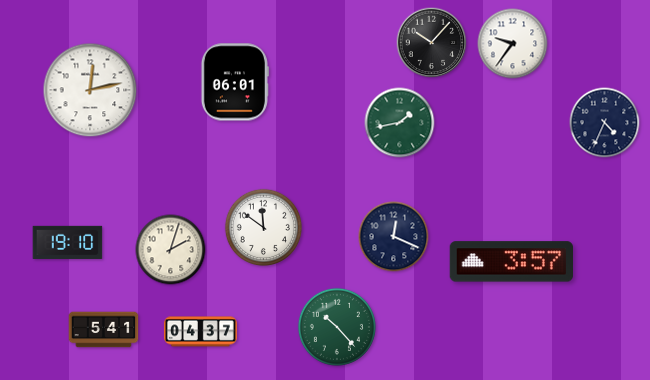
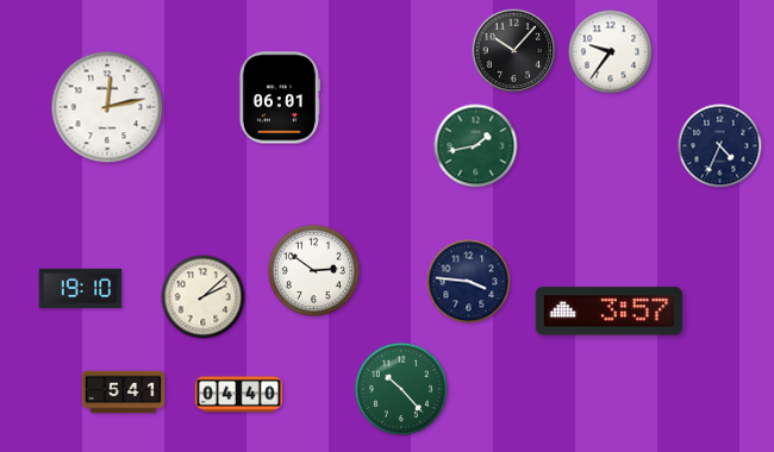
clock at (263, 227): 11:51 -> 2:51
clock at (394, 237): 12:19 -> 3:46
clock at (171, 250): 2:03 -> 2:08
clock at (200, 332): 04:37 -> 04:40
